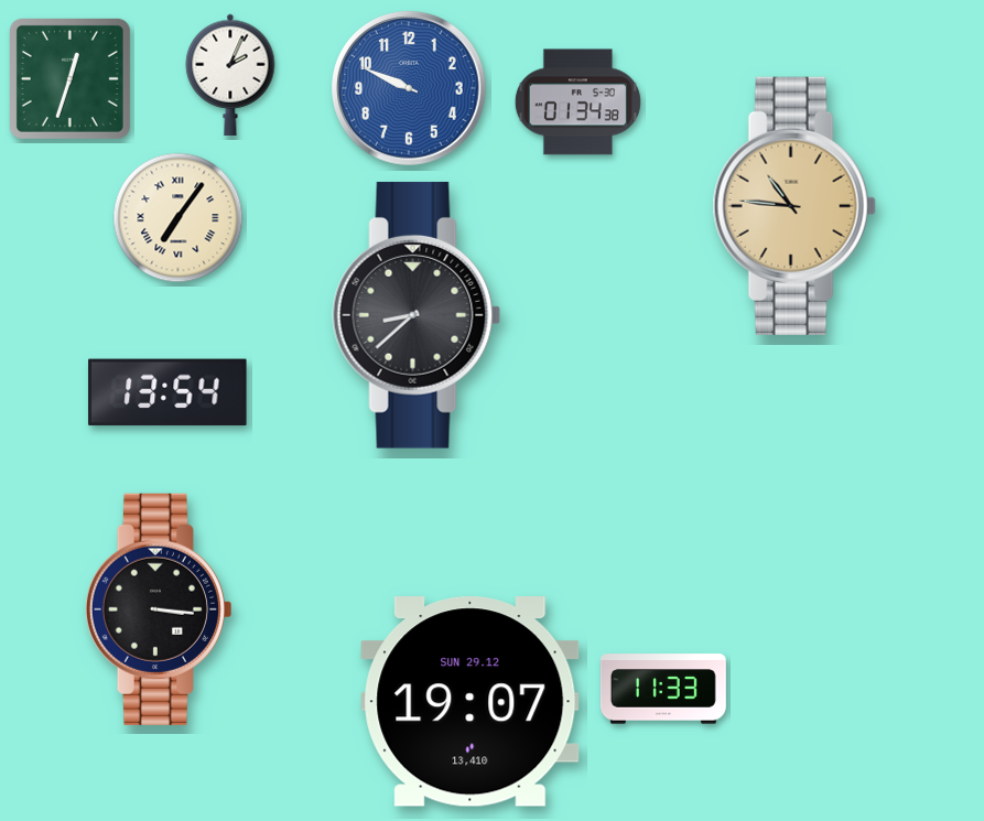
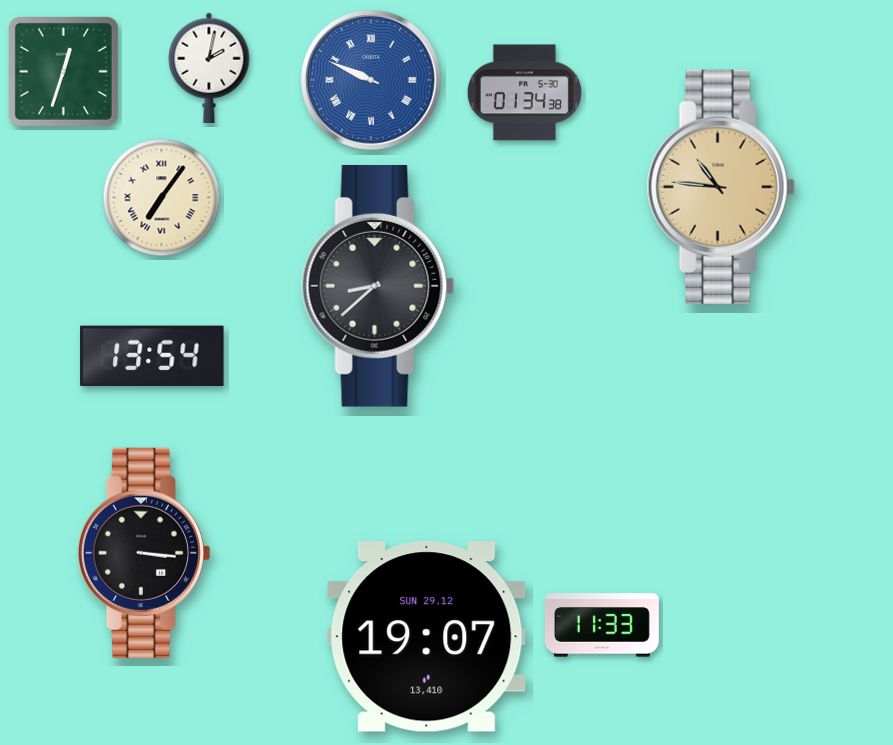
clock at (230, 75): 2:04 -> 2:02
clock at (409, 88) numerals: Arabic -> Roman
